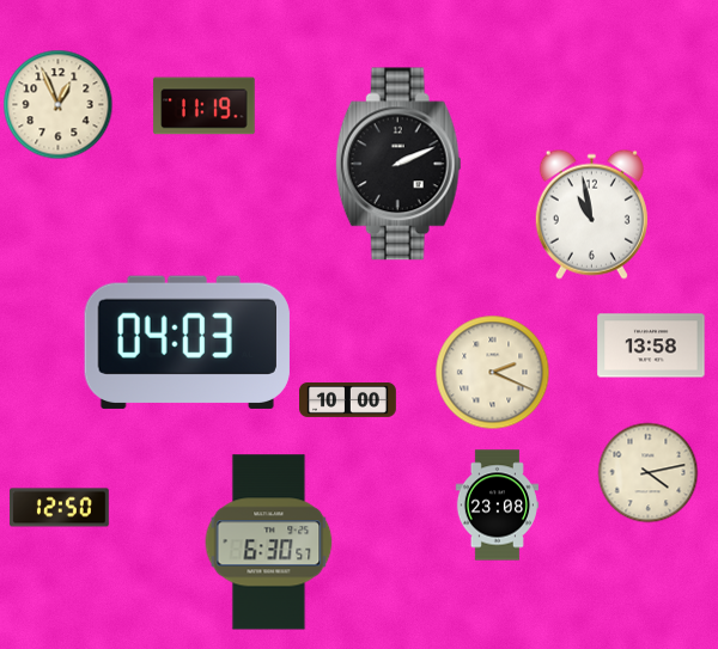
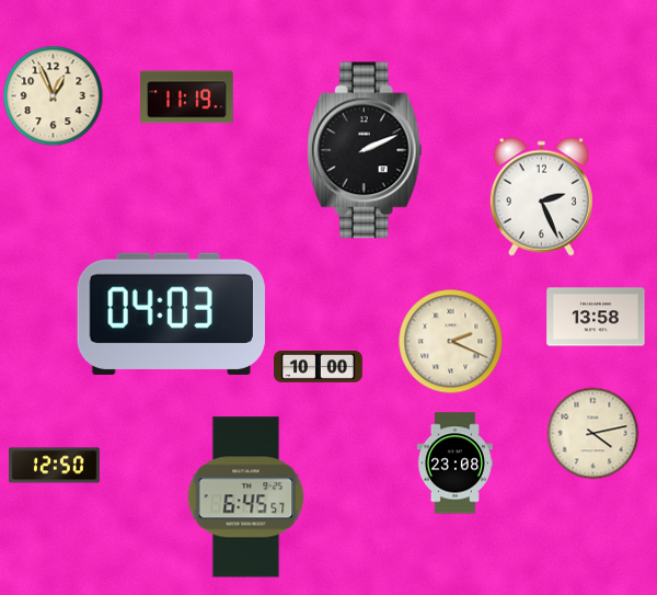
clock at (591, 214): 10:58 -> 2:26
clock at (269, 543): 6:30 -> 6:45
